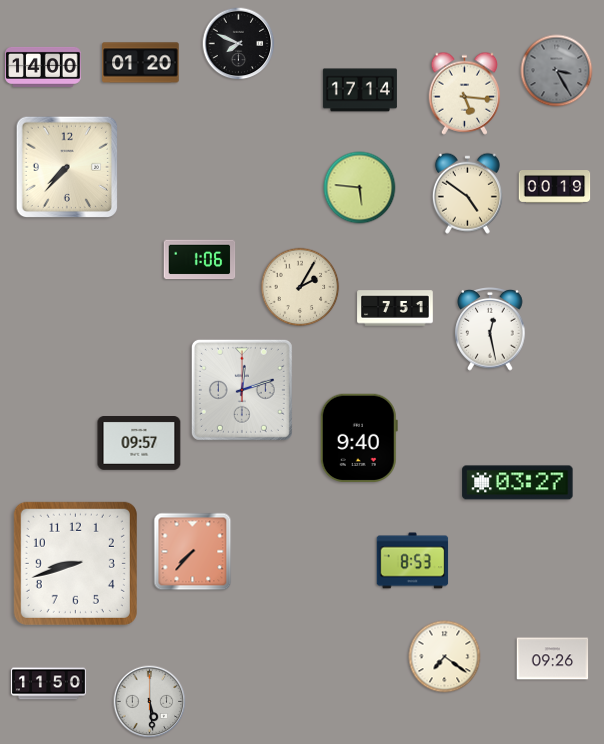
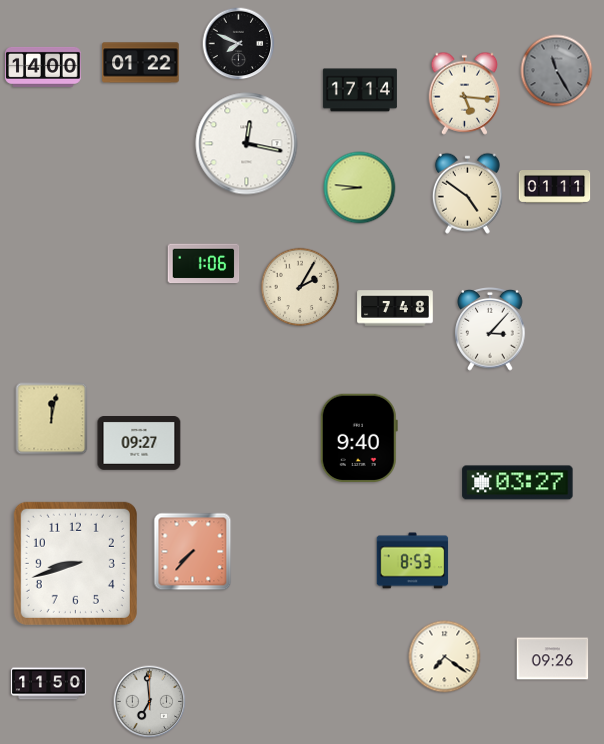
clock at (141, 63): 01:20 -> 01:22
clock at (557, 71): 3:25 -> 11:25
clock at (247, 144): none -> 12:17
clock at (67, 167): 7:37 -> none
clock at (555, 187): 00:19 -> 01:11
clock at (360, 188): 5:46 -> 8:46
clock at (200, 260) position: (200, 260) -> (204, 264)
clock at (395, 308): 7:51 -> 7:48
clock at (490, 330): 12:28 -> 3:07
clock at (242, 390): 12:12 -> none
clock at (52, 419): none -> 12:02
clock at (139, 444): 09:57 -> 09:27
clock at (150, 702): 5:29 -> 6:59
